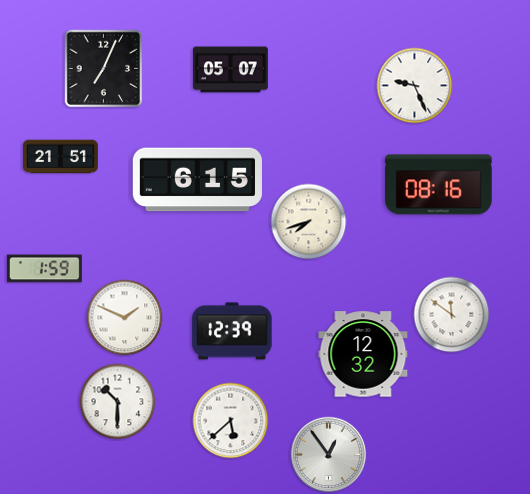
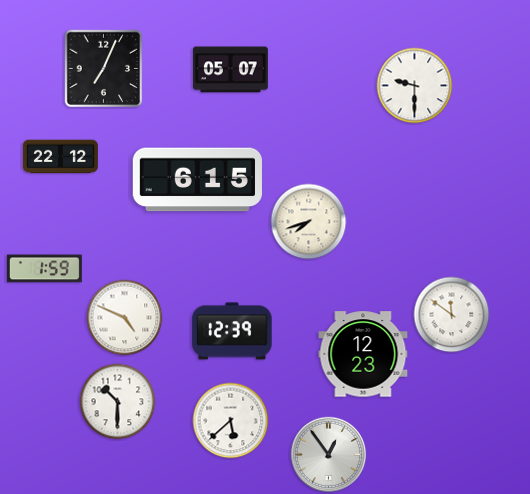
clock at (415, 86): 9:26 -> 9:30
clock at (60, 157): 21:51 -> 22:12
clock at (439, 185): 08:16 -> none
clock at (125, 318): 1:49 -> 4:49
clock at (363, 354): 12:32 -> 12:23
